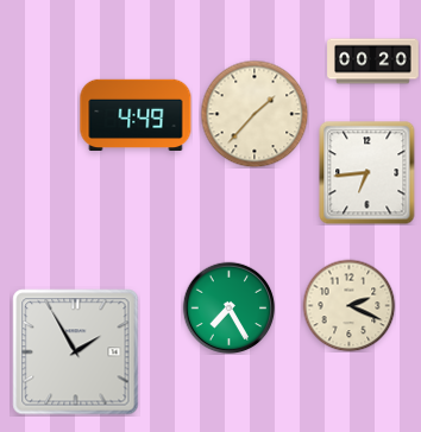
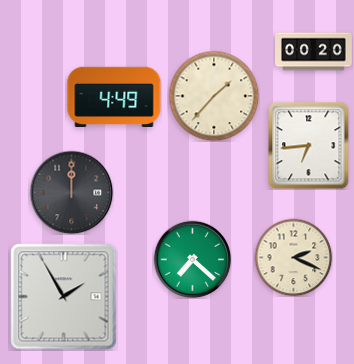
clock at (71, 192): none -> 12:00
clock at (228, 307): 7:25 -> 7:22
